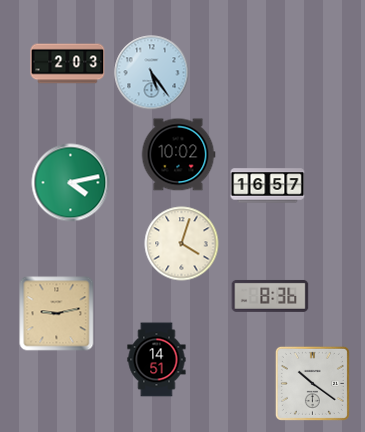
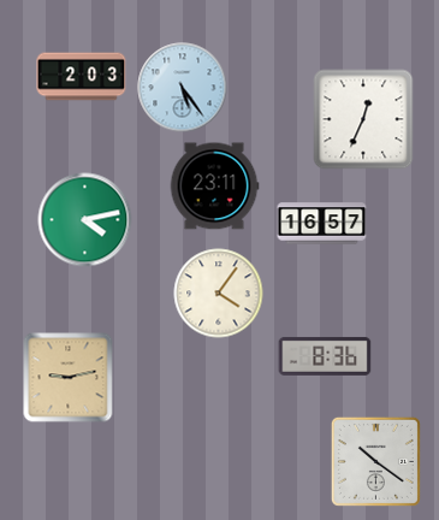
clock at (363, 119): none -> 12:34
clock at (178, 155): 10:02 -> 23:11
clock at (182, 244): 4:03 -> 4:06
clock at (157, 360): 14:51 -> none
